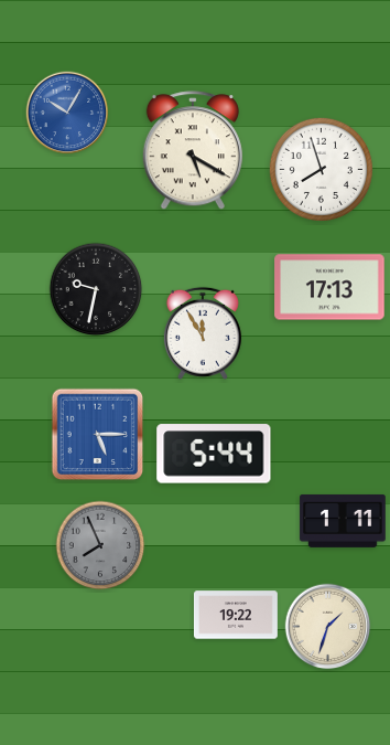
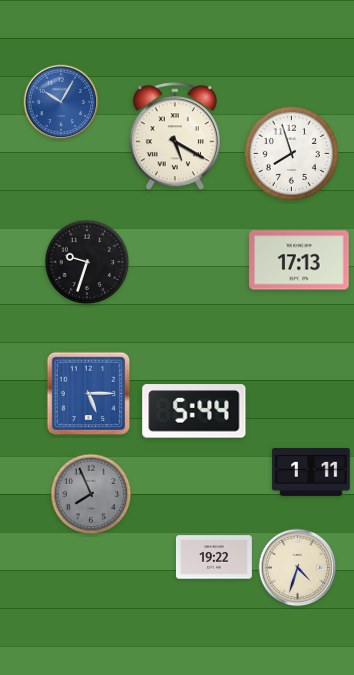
clock at (96, 289): 9:32 -> 9:33
clock at (203, 333): 11:55 -> none
clock at (328, 627): 1:33 -> 4:33
